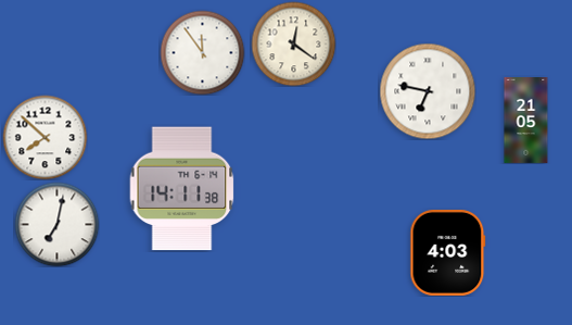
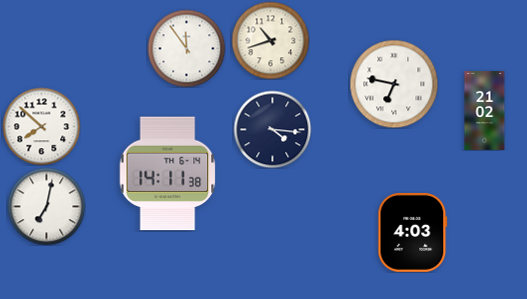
clock at (293, 43): 12:21 -> 10:42
clock at (526, 121): 21:05 -> 21:02
clock at (272, 129): none -> 4:16
clock at (56, 224) position: (56, 224) -> (46, 206)
